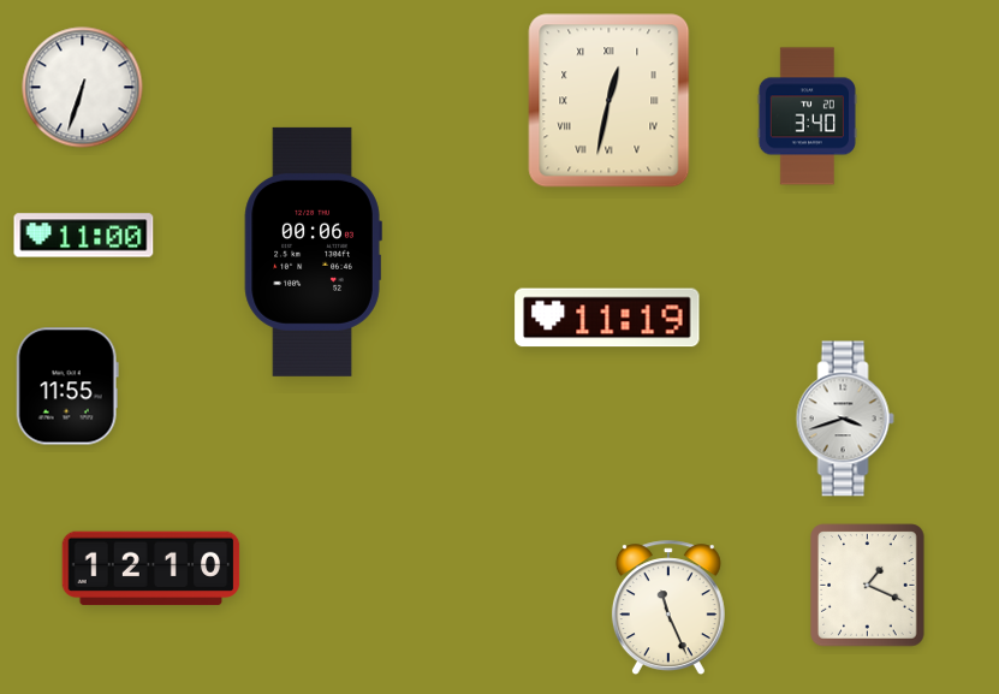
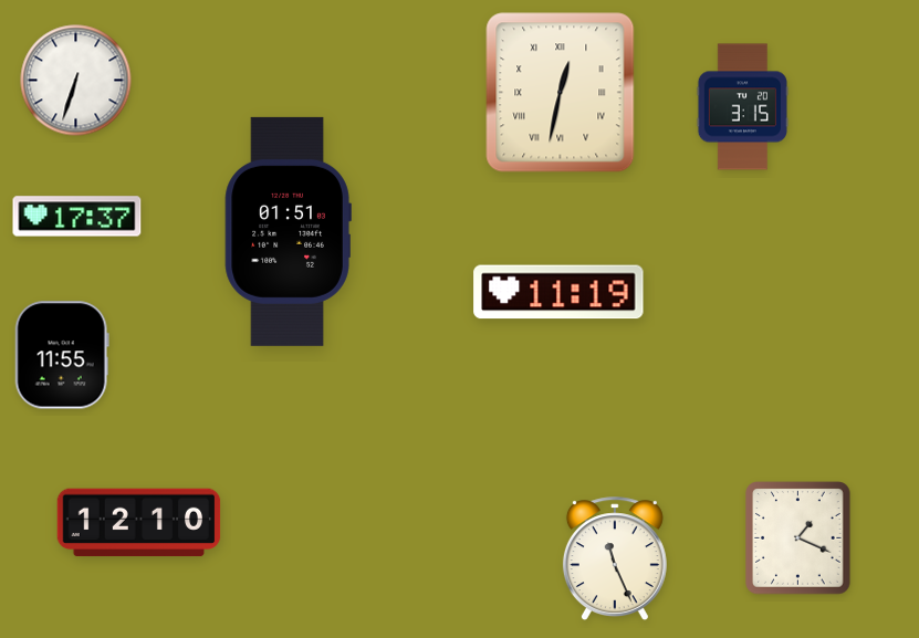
clock at (807, 117): 3:40 -> 3:15
clock at (84, 236): 11:00 -> 17:37
clock at (313, 251): 00:06 -> 01:51
clock at (845, 419): 3:42 -> none
